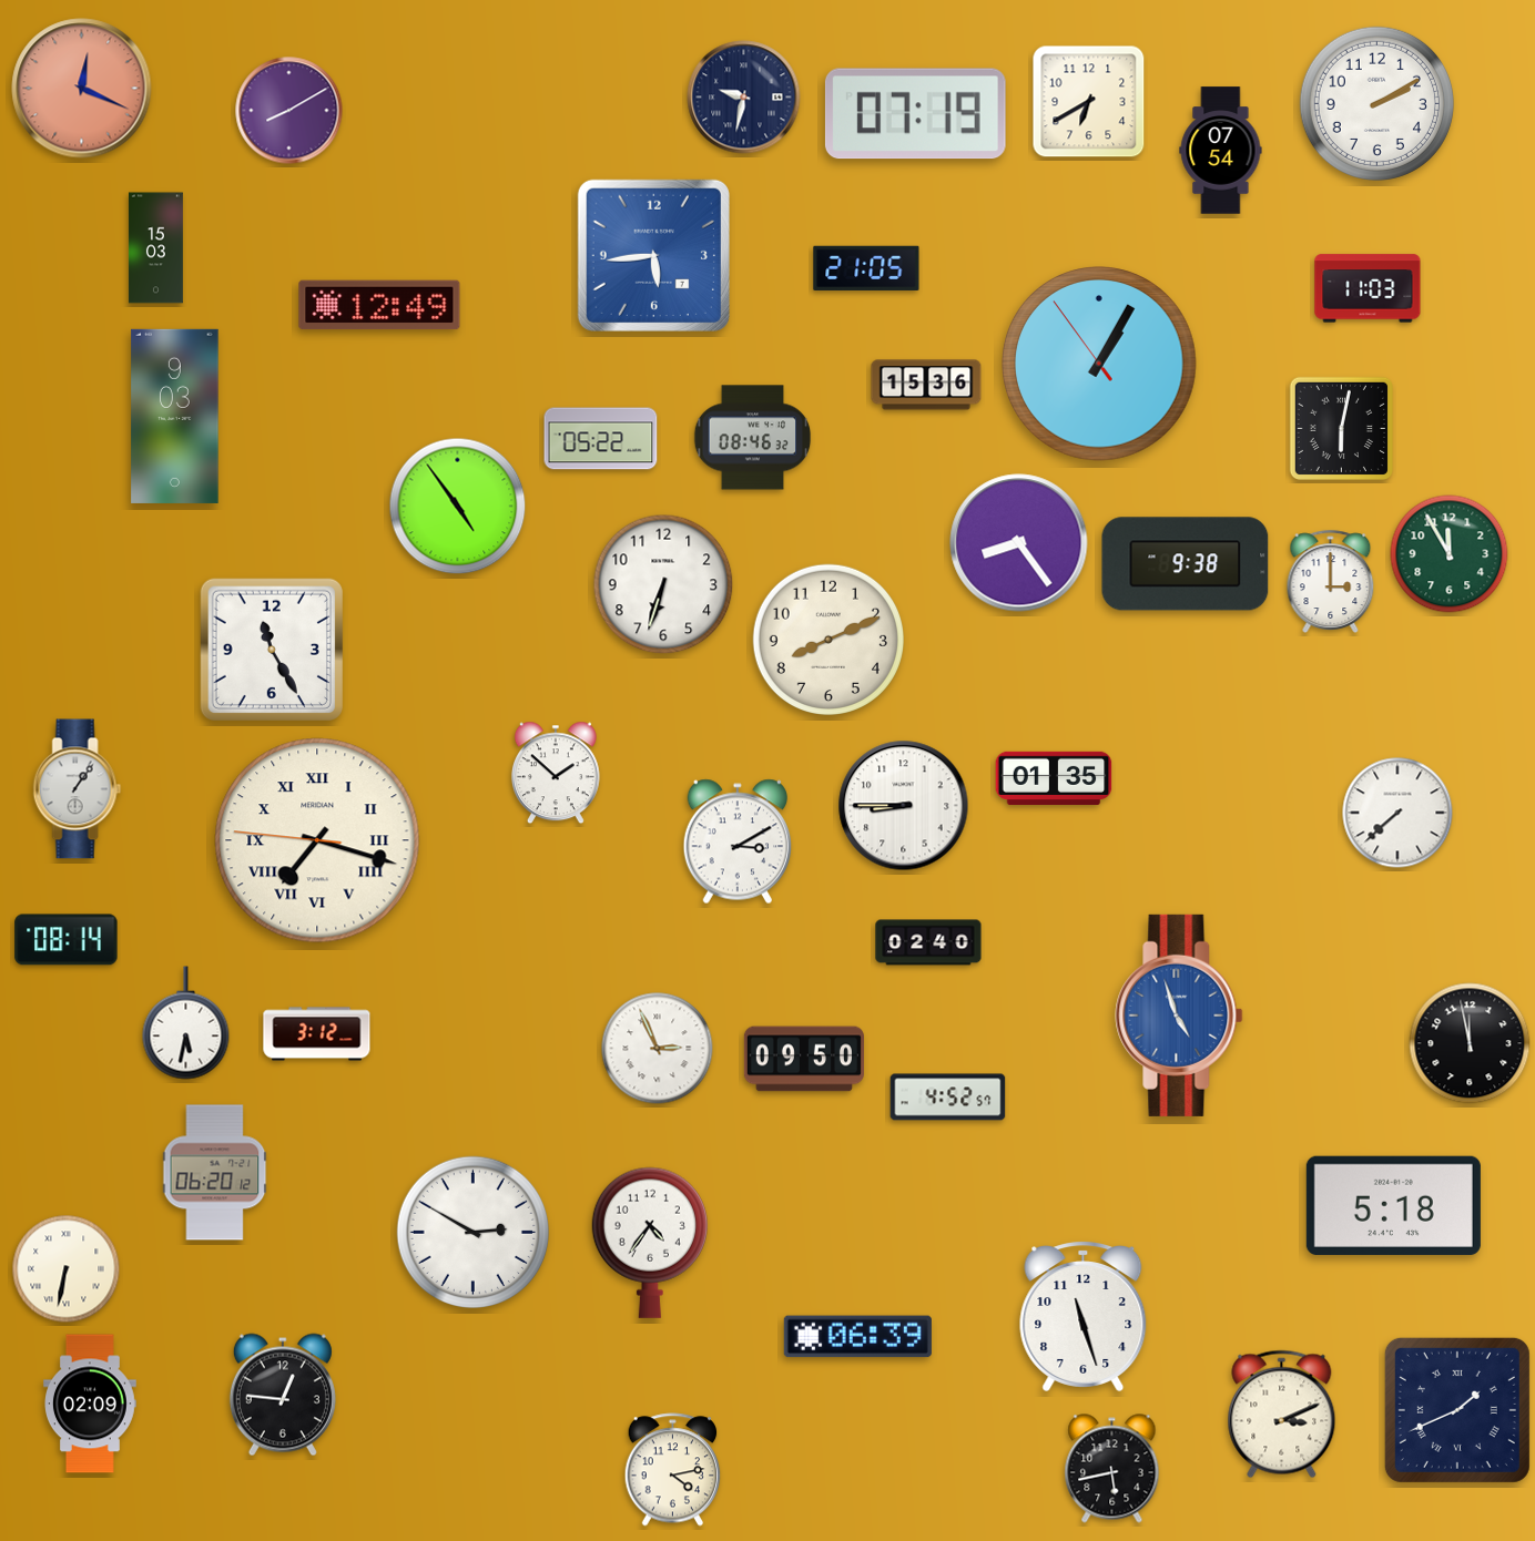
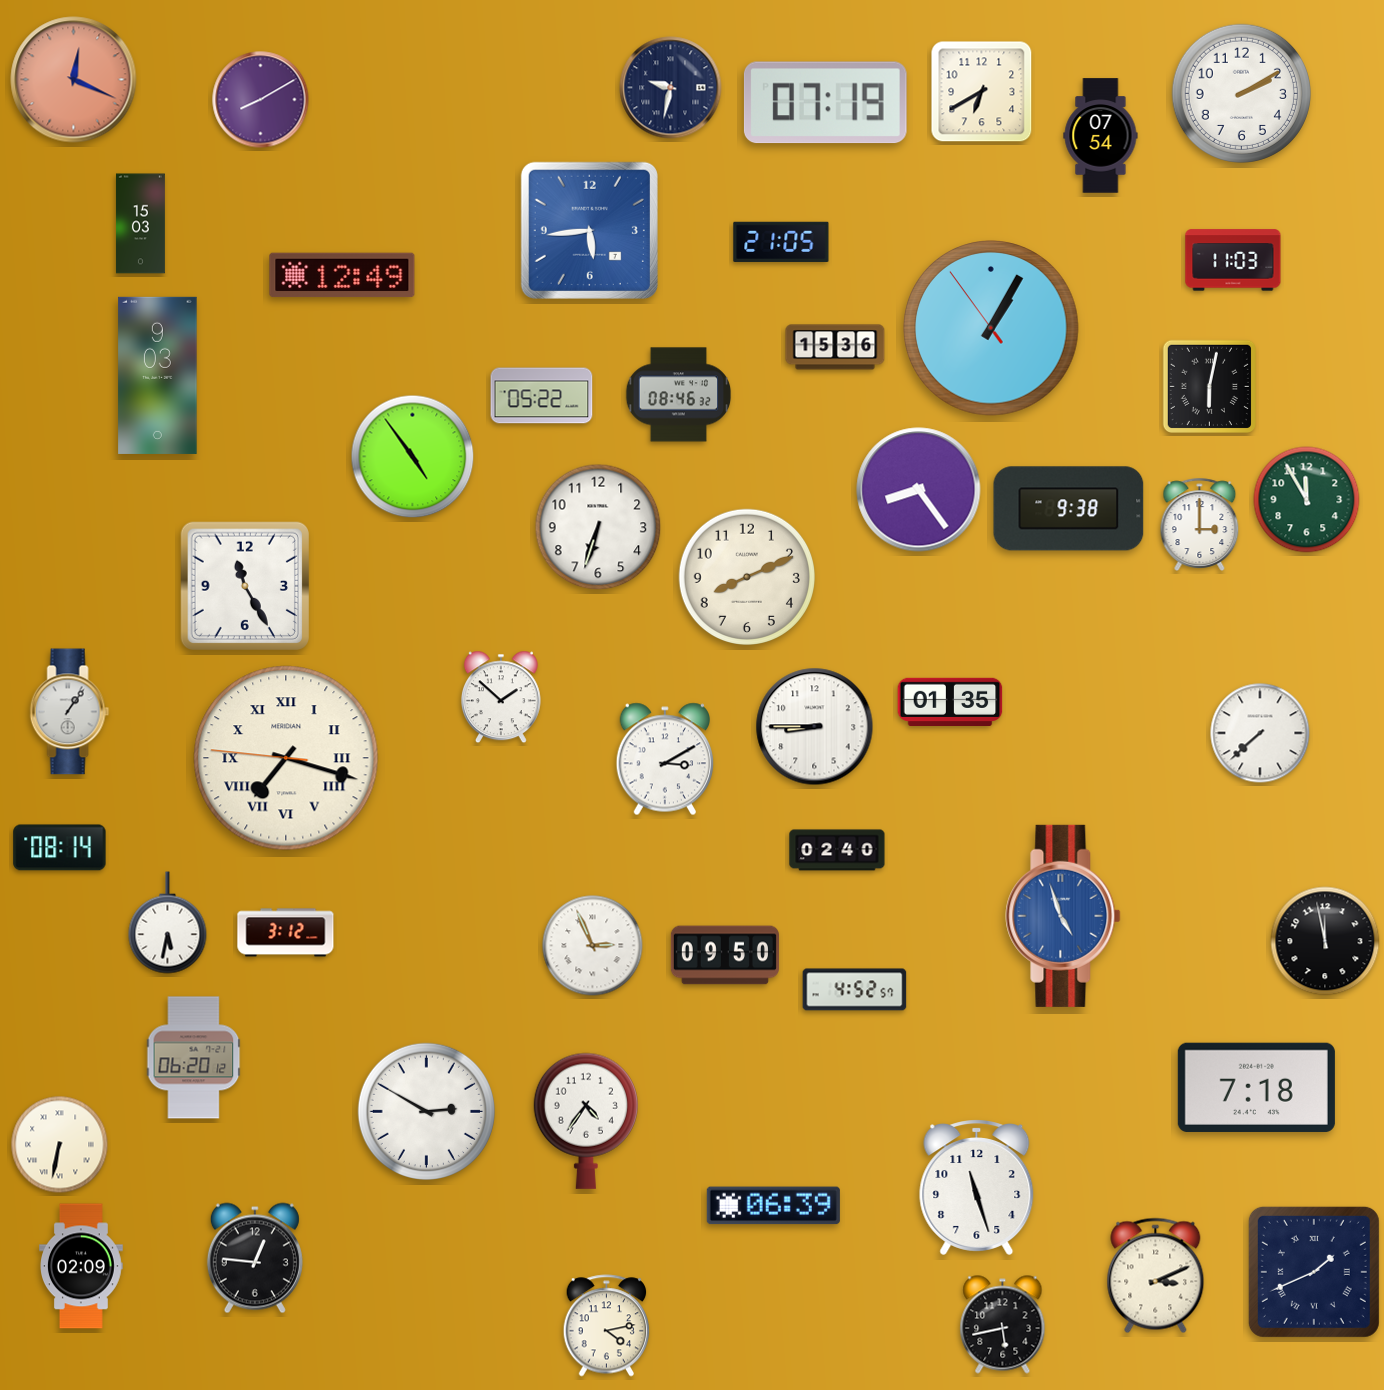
clock at (1393, 1205): 5:18 -> 7:18
